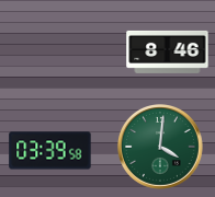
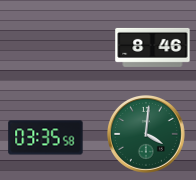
clock at (50, 151): 03:39 -> 03:35
